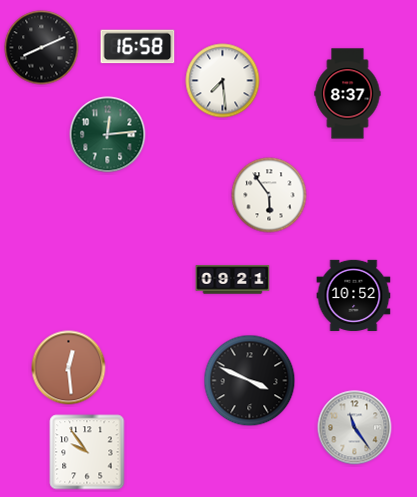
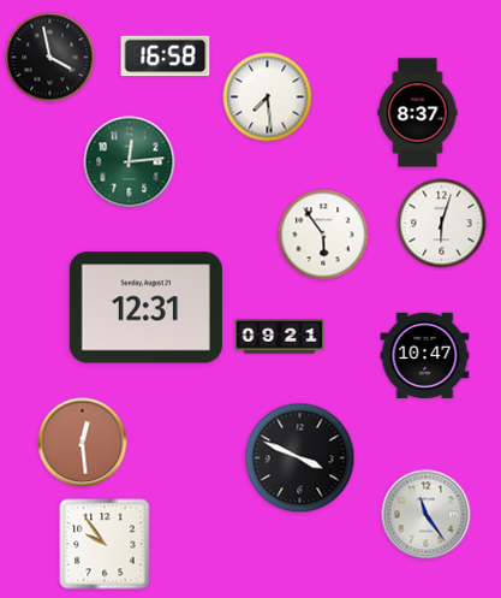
clock at (42, 48): 8:11 -> 3:58
clock at (442, 224): none -> 6:03
clock at (145, 308): none -> 12:31
clock at (354, 295): 10:52 -> 10:47
